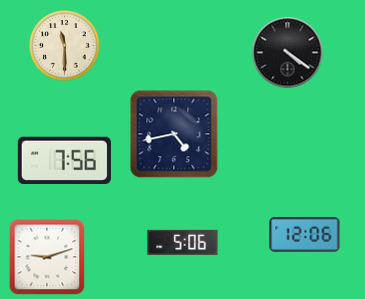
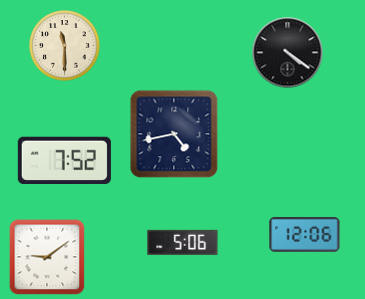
clock at (64, 160): 7:56 -> 7:52
clock at (47, 257): 9:12 -> 9:09
